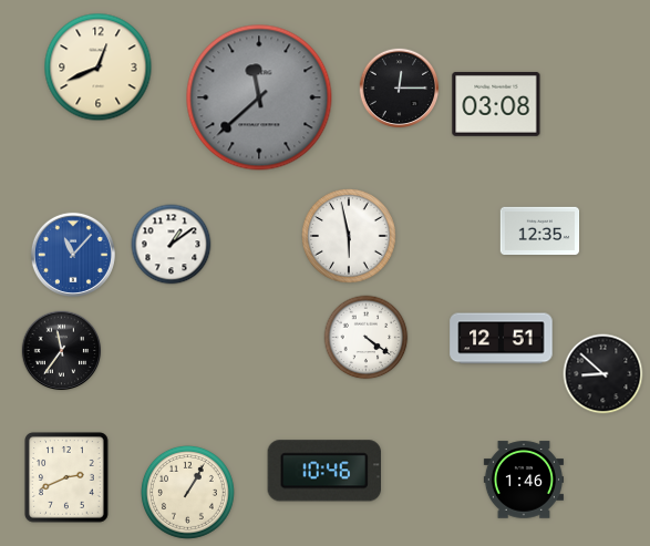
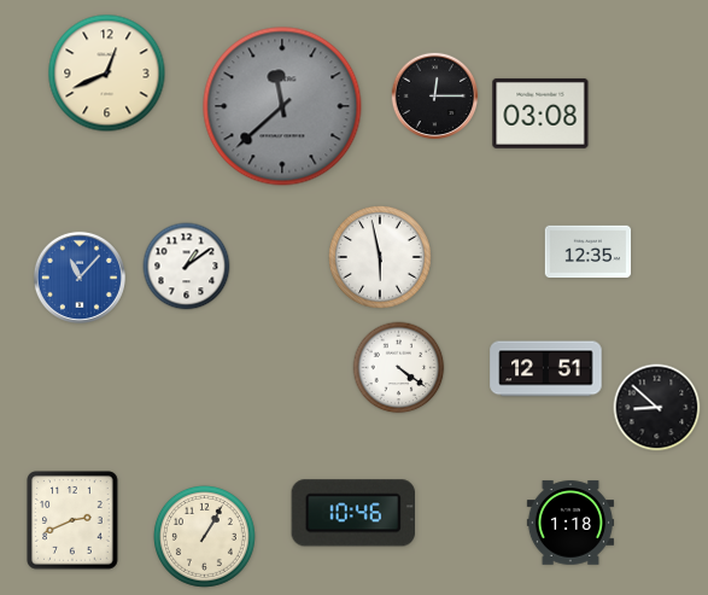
clock at (62, 351): 11:36 -> none
clock at (524, 480): 1:46 -> 1:18
